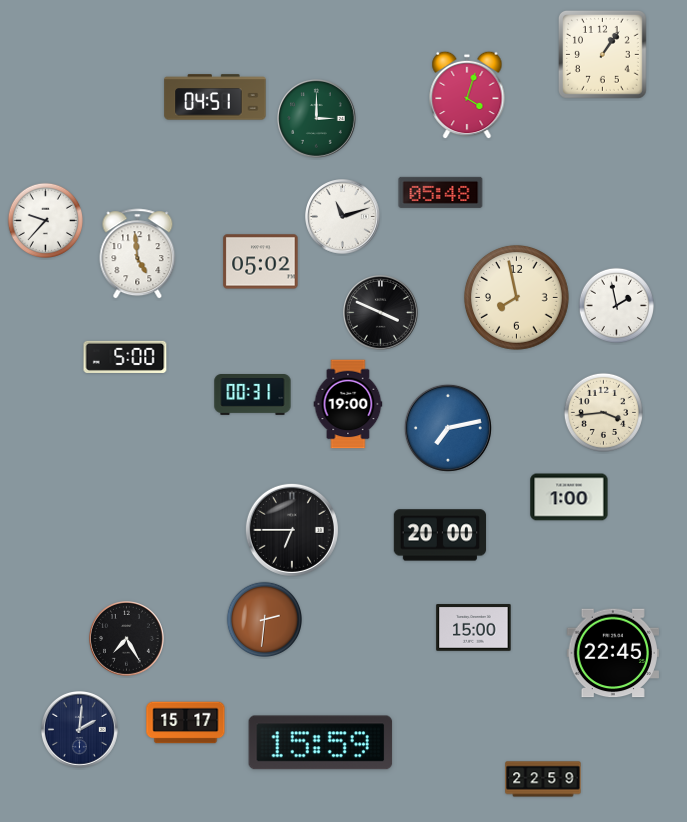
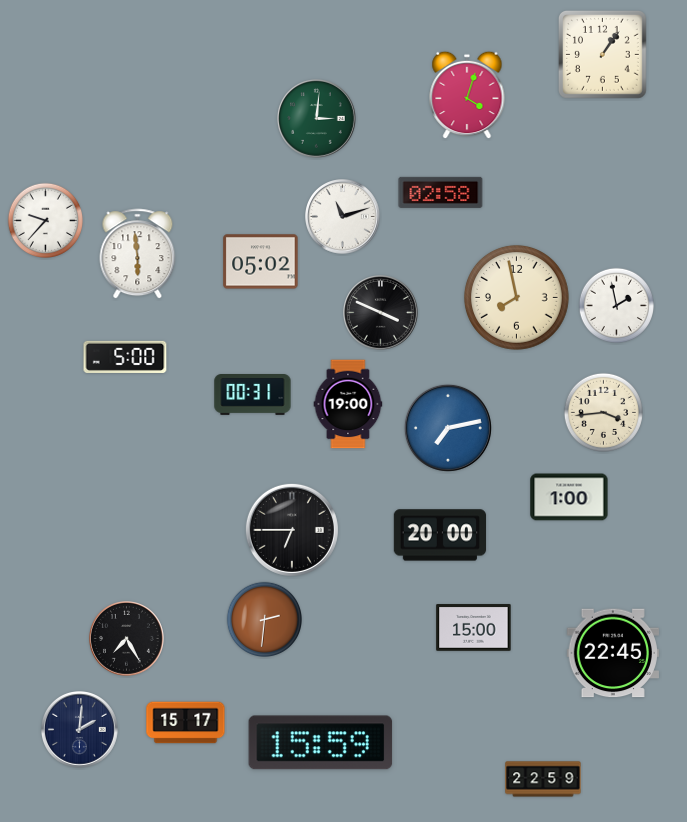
clock at (215, 97): 04:51 -> none
clock at (316, 118): 3:00 -> 3:01
clock at (441, 192): 05:48 -> 02:58
clock at (138, 254): 4:59 -> 5:59
